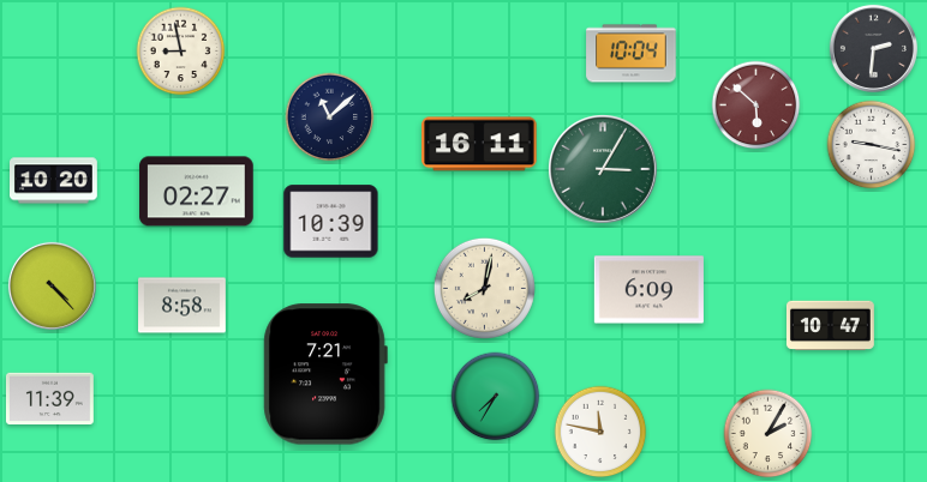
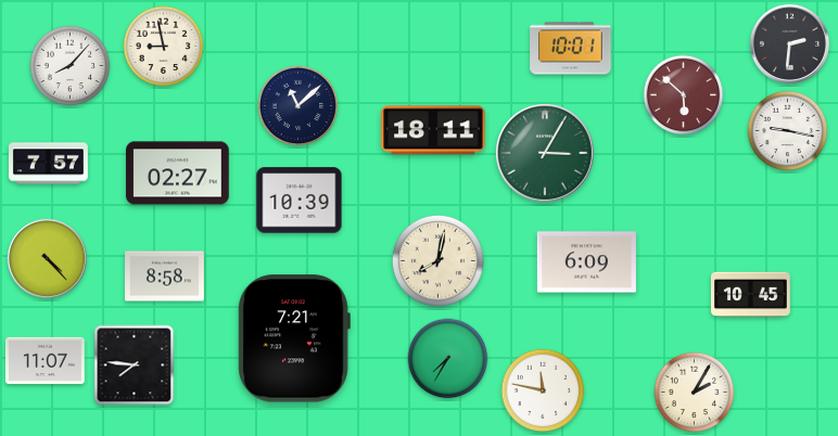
clock at (632, 54): 10:04 -> 10:01
clock at (71, 66): none -> 8:07
clock at (479, 144): 16:11 -> 18:11
clock at (54, 181): 10:20 -> 7:57
clock at (830, 326): 10:47 -> 10:45
clock at (50, 398): 11:39 -> 11:07
clock at (135, 366): none -> 7:46
